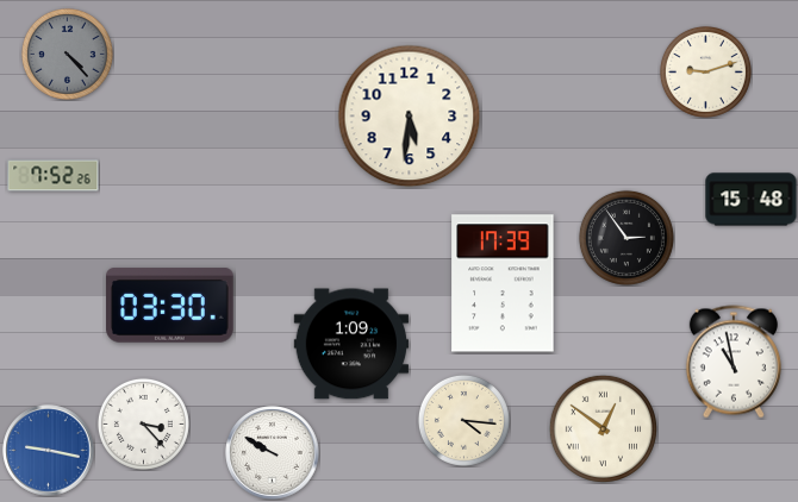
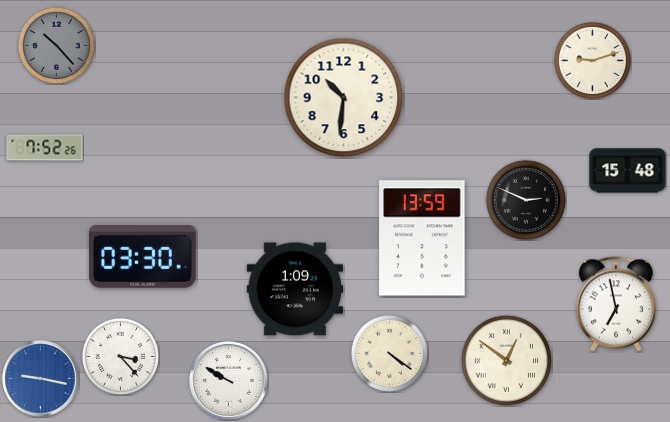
clock at (67, 54): 4:23 -> 10:23
clock at (410, 117): 5:31 -> 10:31
clock at (752, 200) position: (752, 200) -> (628, 171)
clock at (626, 238): 2:54 -> 2:49
clock at (503, 283): 17:39 -> 13:59
clock at (734, 362): 10:58 -> 6:58
clock at (463, 420): 4:16 -> 4:21
